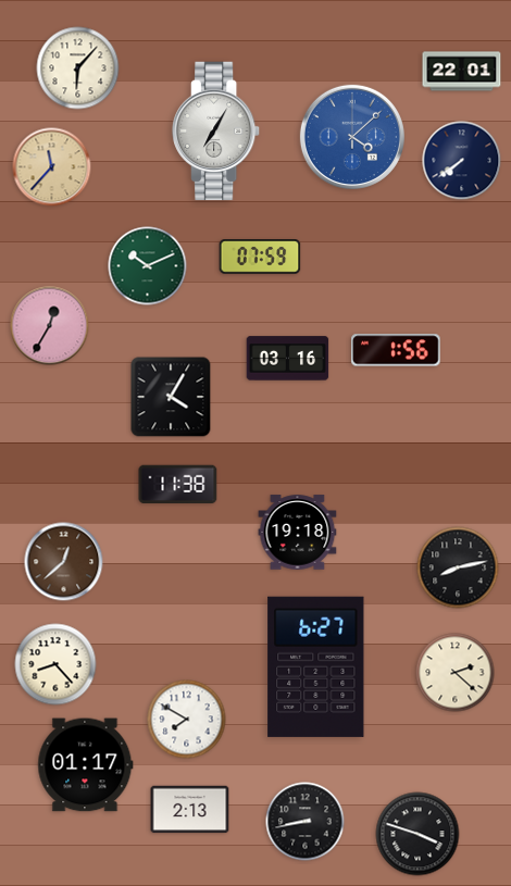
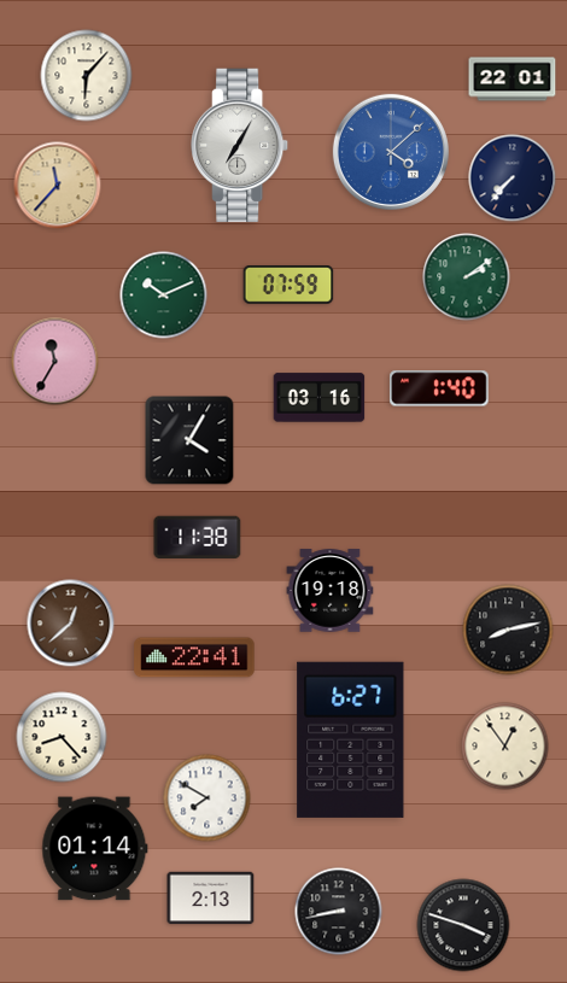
clock at (462, 161): 7:39 -> 7:37
clock at (467, 277): none -> 2:09
clock at (50, 326): 12:35 -> 11:35
clock at (396, 350): 1:56 -> 1:40
clock at (194, 657): none -> 22:41
clock at (456, 673): 2:22 -> 12:54
clock at (86, 765): 01:17 -> 01:14
